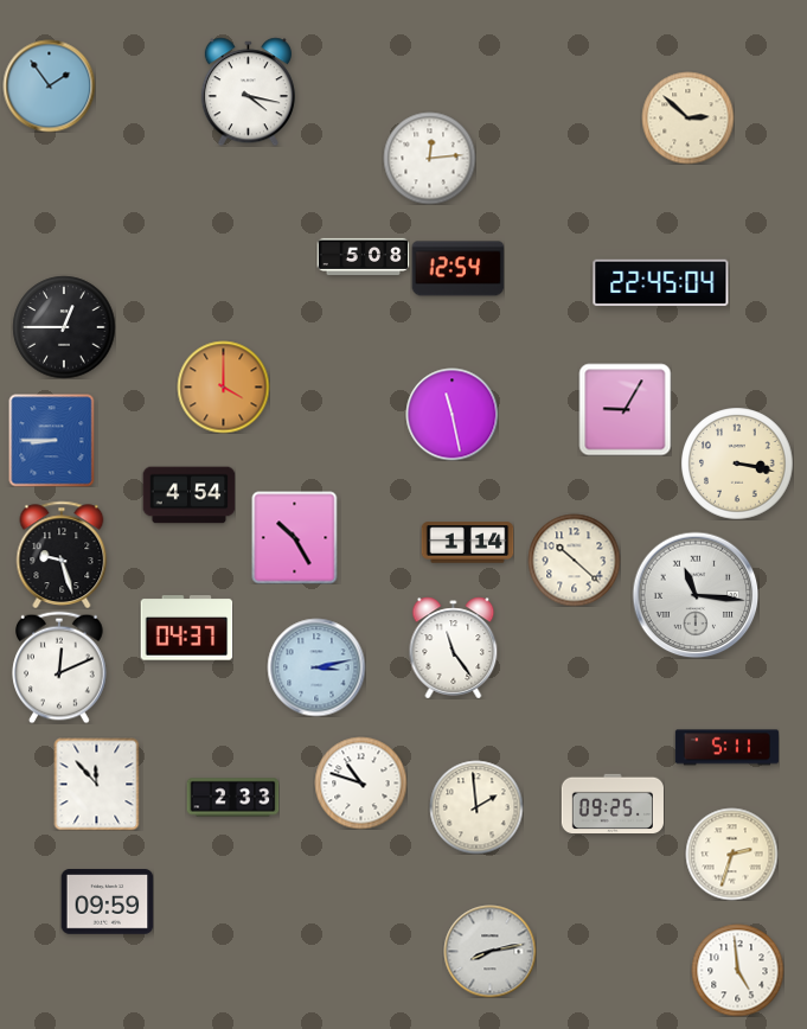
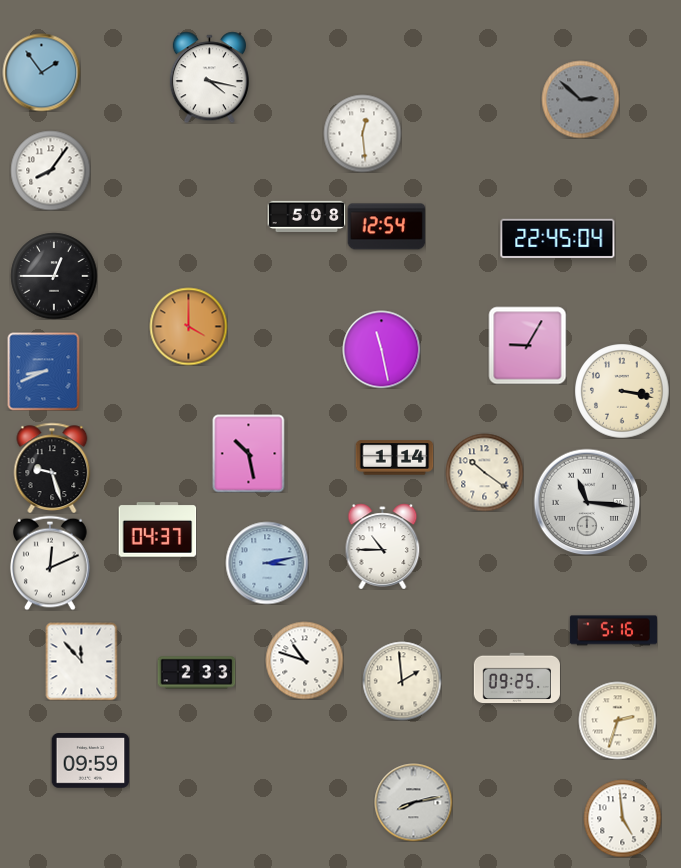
clock at (687, 117) dial: cream -> grey
clock at (429, 158): 12:14 -> 12:29
clock at (50, 170): none -> 8:06
clock at (52, 440): 8:45 -> 8:41
clock at (188, 496): 4:54 -> none
clock at (295, 537): 10:25 -> 10:28
clock at (574, 560): 10:22 -> 10:21
clock at (454, 647): 11:24 -> 10:45
clock at (726, 748): 5:11 -> 5:16
